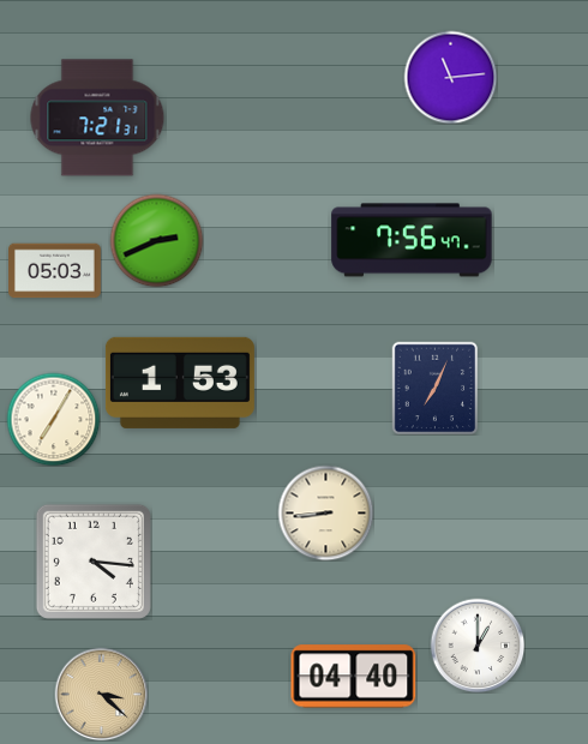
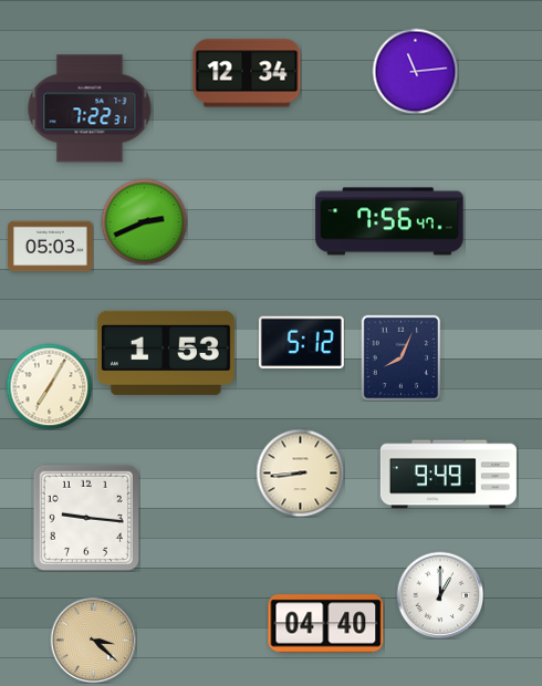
clock at (247, 73): none -> 12:34
clock at (97, 118): 7:21 -> 7:22
clock at (412, 240) position: (412, 240) -> (389, 221)
clock at (55, 271) position: (55, 271) -> (51, 247)
clock at (301, 342): none -> 5:12
clock at (436, 388): 7:04 -> 8:04
clock at (448, 475): none -> 9:49
clock at (94, 562): 4:16 -> 9:16
